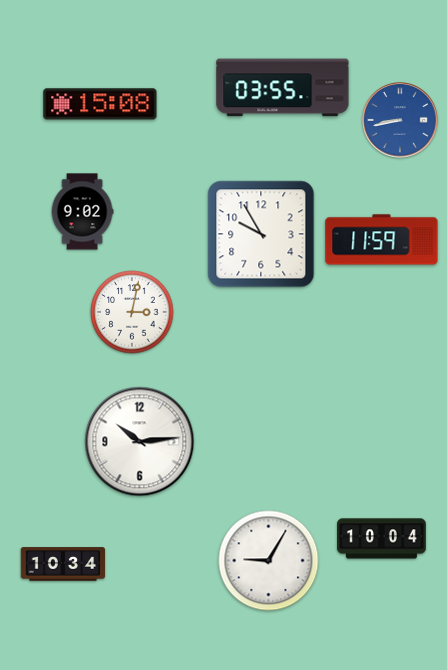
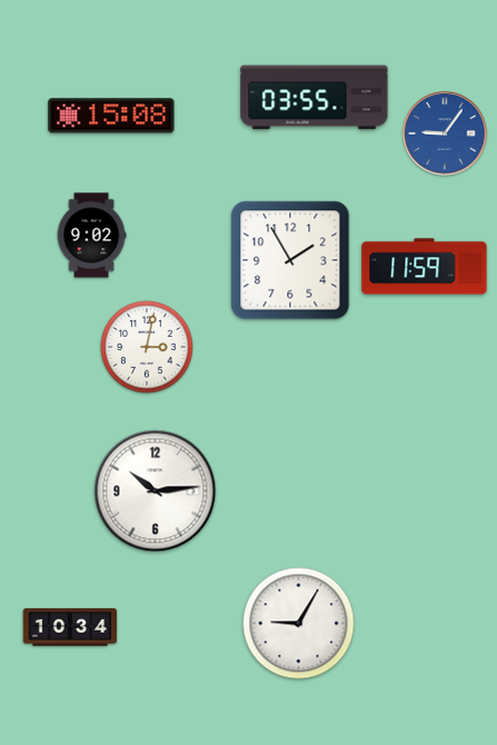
clock at (400, 120): 8:43 -> 9:06
clock at (261, 234): 9:55 -> 1:55
clock at (382, 539): 10:04 -> none
